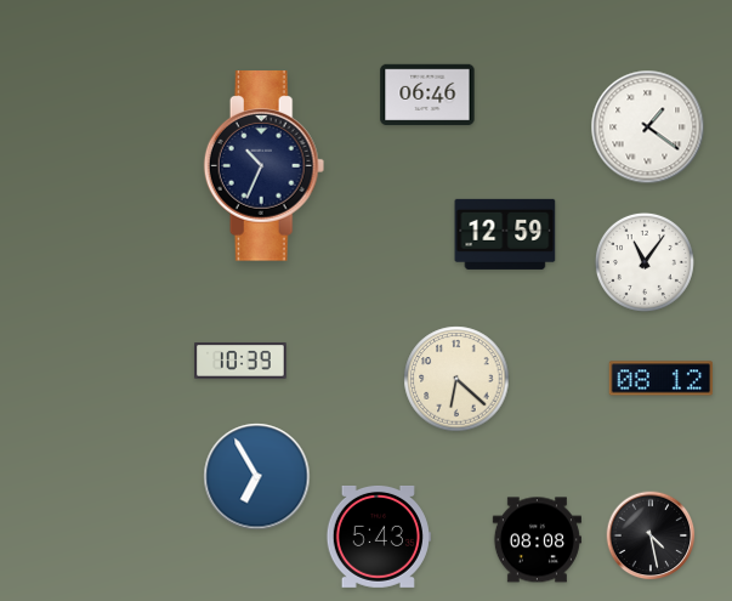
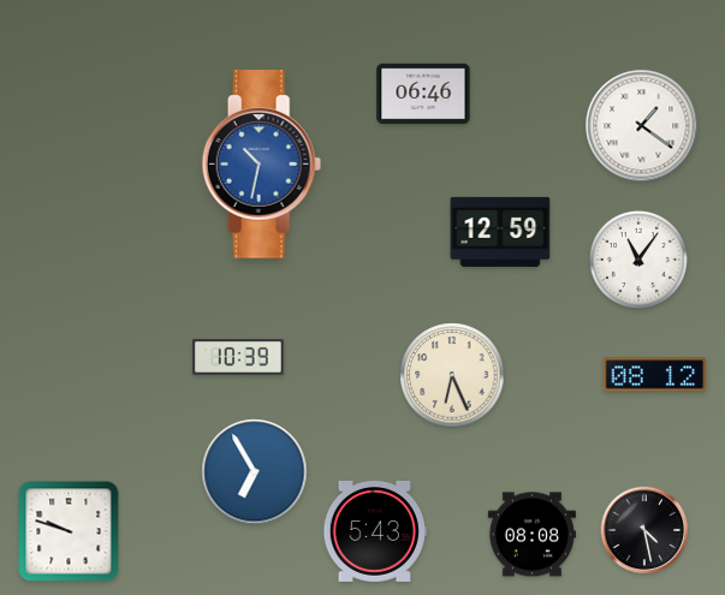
clock at (265, 166): 10:34 -> 10:32
clock at (265, 166) dial: navy -> blue
clock at (456, 379): 6:22 -> 6:26
clock at (69, 531): none -> 9:48
